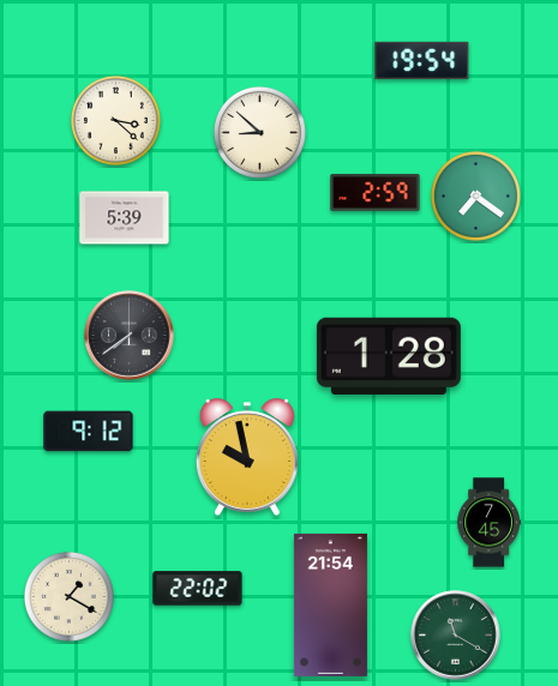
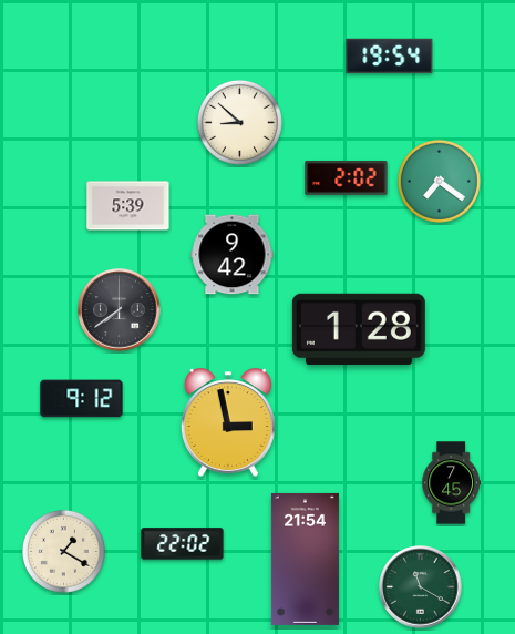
clock at (115, 120): 3:22 -> none
clock at (376, 192): 2:59 -> 2:02
clock at (125, 218) position: (125, 218) -> (128, 206)
clock at (233, 255): none -> 9:42
clock at (247, 457): 9:58 -> 2:58
